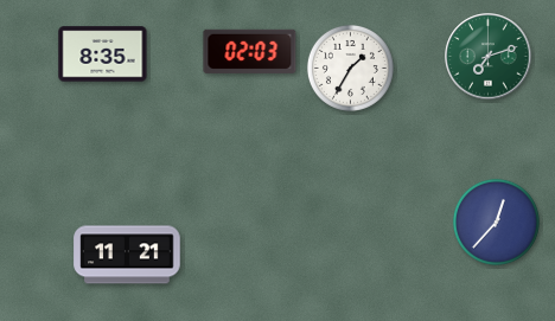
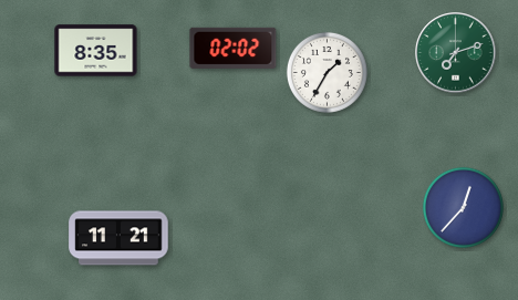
clock at (250, 51): 02:03 -> 02:02
clock at (350, 68) position: (350, 68) -> (327, 72)
